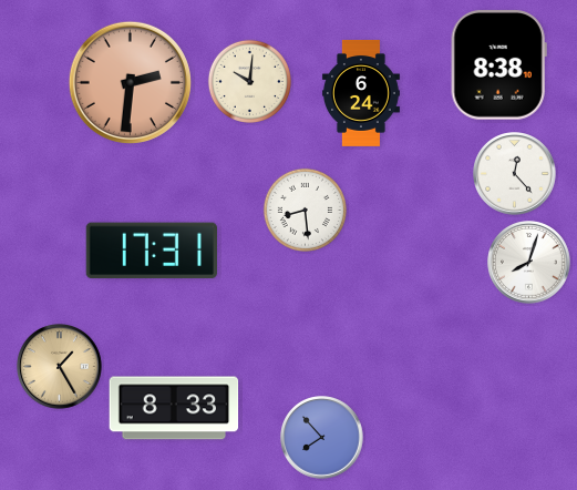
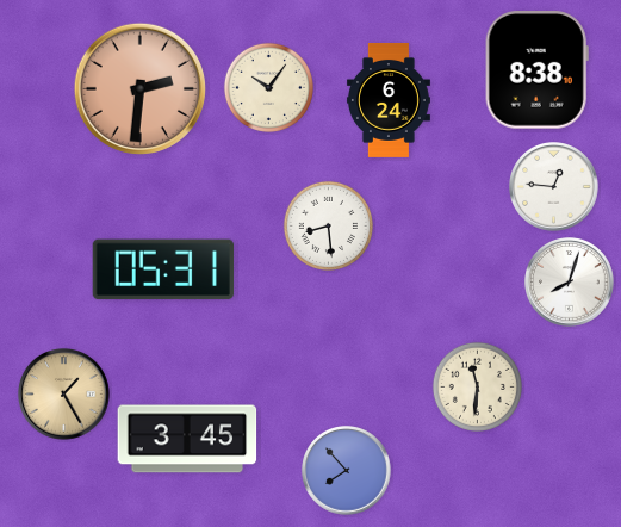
clock at (249, 81): 10:01 -> 10:06
clock at (515, 174): 12:23 -> 12:46
clock at (152, 251): 17:31 -> 05:31
clock at (477, 386): none -> 11:31
clock at (174, 408): 8:33 -> 3:45
